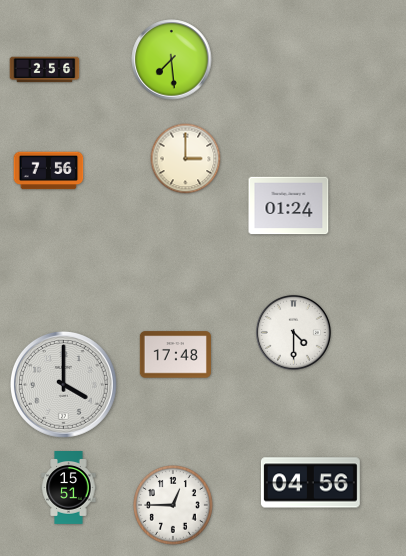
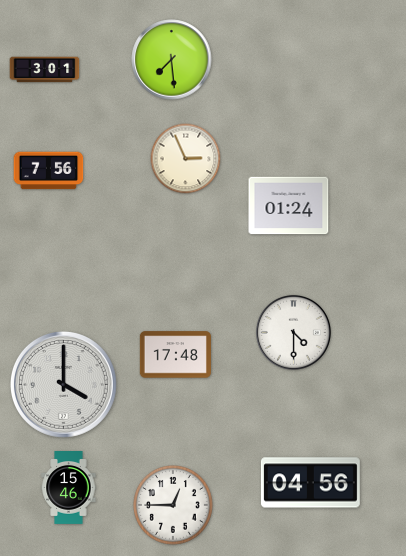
clock at (45, 70): 2:56 -> 3:01
clock at (186, 159): 3:00 -> 2:56
clock at (69, 488): 15:51 -> 15:46
